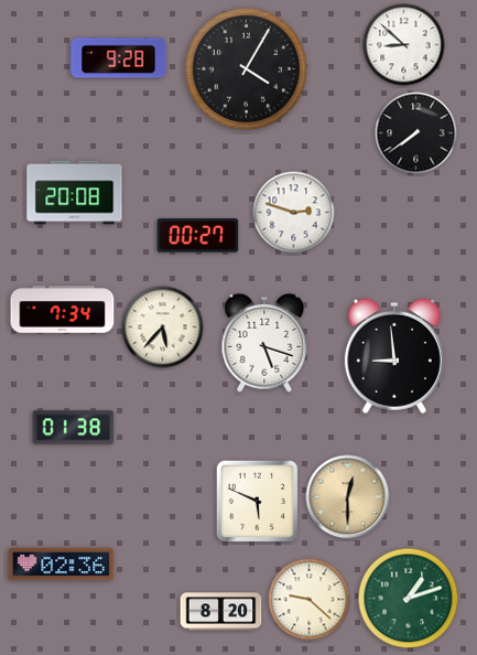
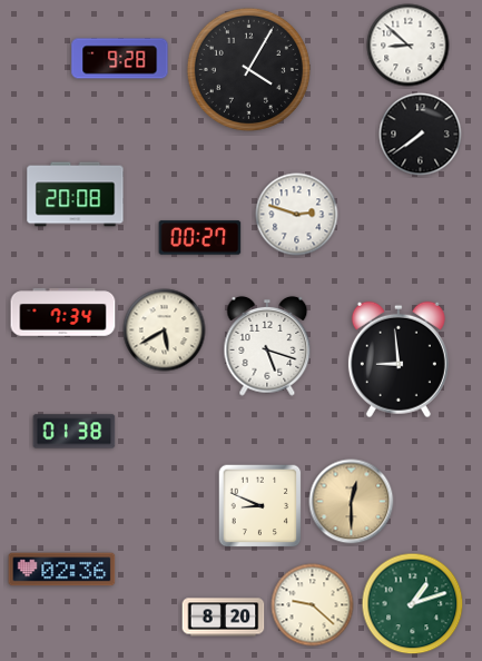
clock at (163, 327): 5:37 -> 5:40
clock at (258, 502): 5:49 -> 8:49
